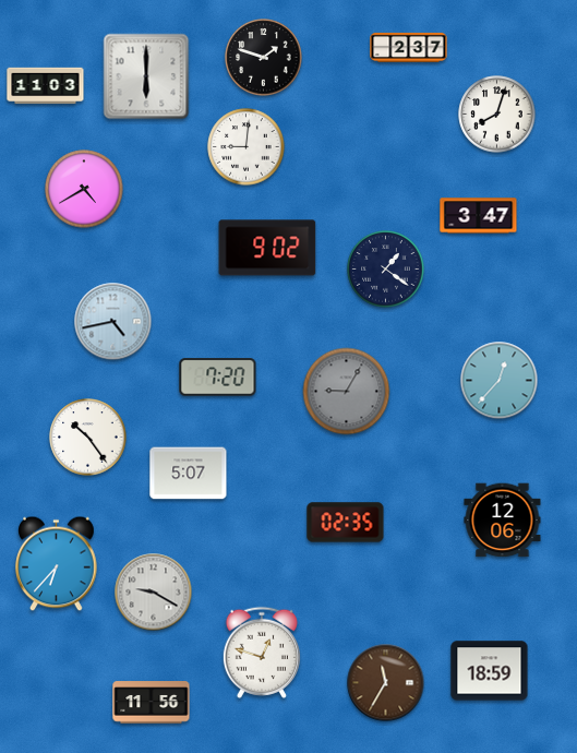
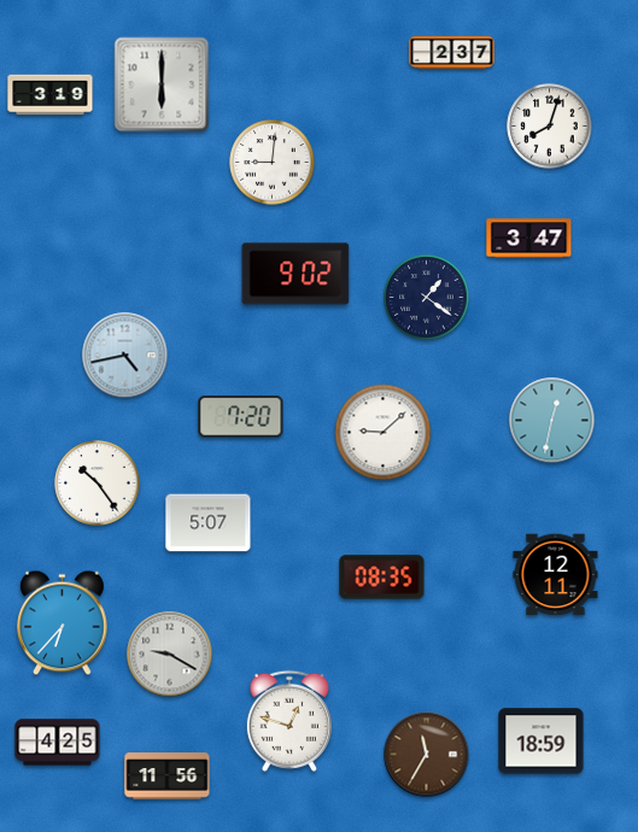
clock at (264, 58): 1:48 -> none
clock at (46, 86): 11:03 -> 3:19
clock at (84, 189): 4:40 -> none
clock at (500, 381): 12:37 -> 12:32
clock at (347, 392): 9:05 -> 9:08
clock at (347, 392) dial: grey -> white
clock at (503, 521): 12:06 -> 12:11
clock at (346, 523): 02:35 -> 08:35
clock at (58, 743): none -> 4:25
